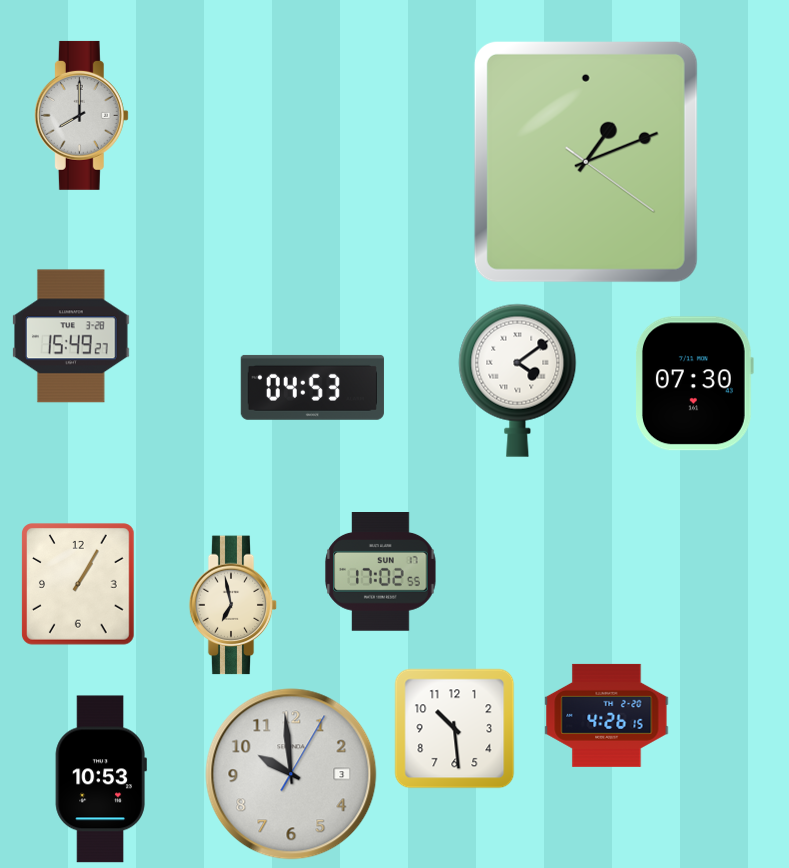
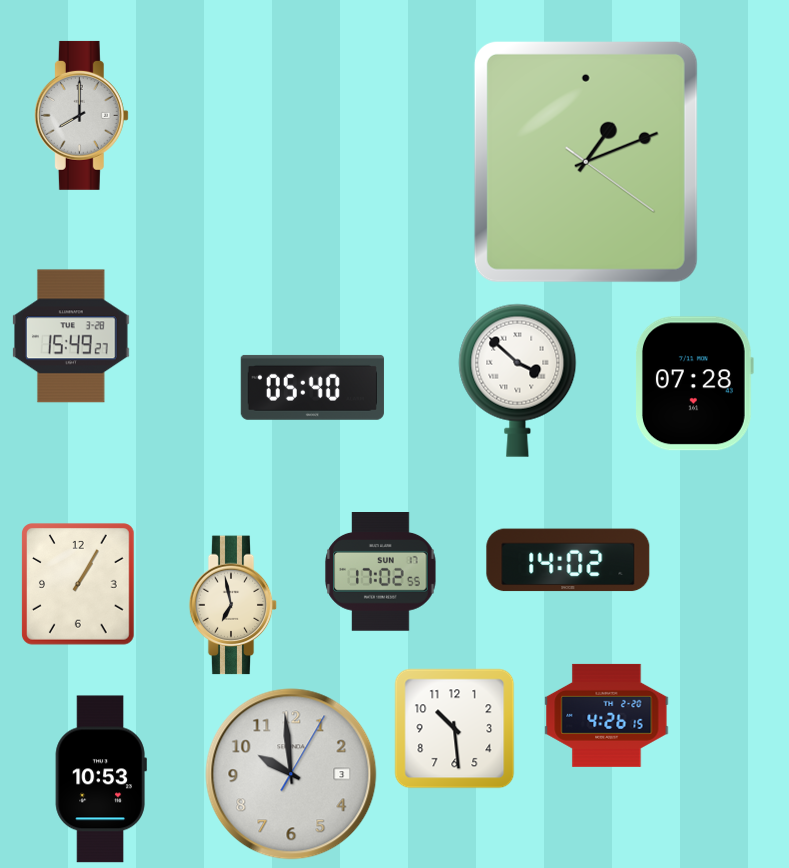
clock at (518, 380): 4:09 -> 3:52
clock at (694, 384): 07:30 -> 07:28
clock at (312, 387): 04:53 -> 05:40
clock at (568, 560): none -> 14:02
